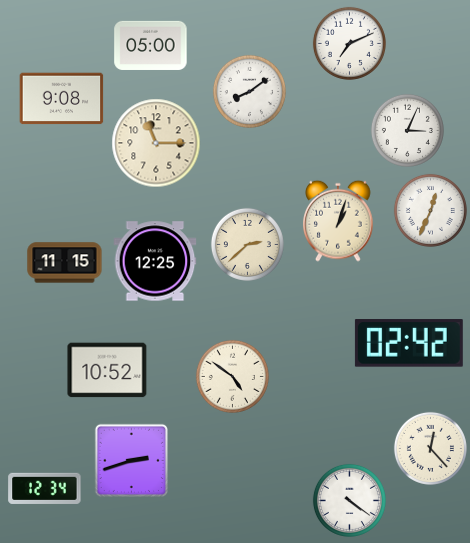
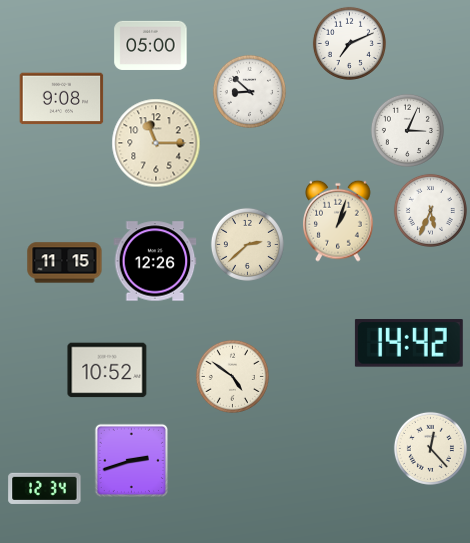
clock at (249, 91): 8:09 -> 8:52
clock at (430, 210): 12:34 -> 5:34
clock at (155, 261): 12:25 -> 12:26
clock at (409, 343): 02:42 -> 14:42
clock at (349, 500): 4:21 -> none
